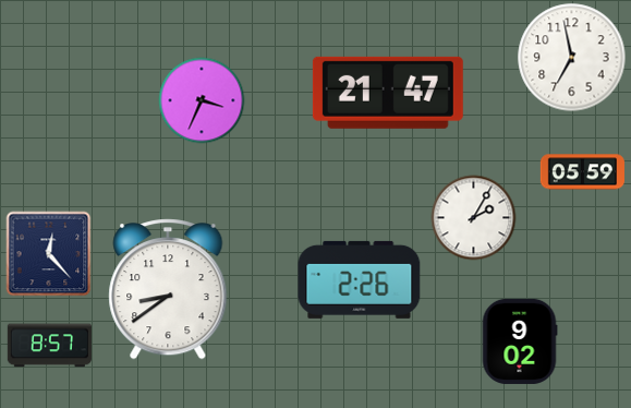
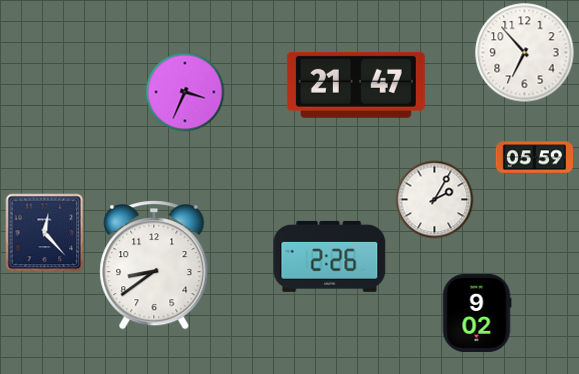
clock at (572, 58): 6:58 -> 6:53
clock at (49, 346): 8:57 -> none
